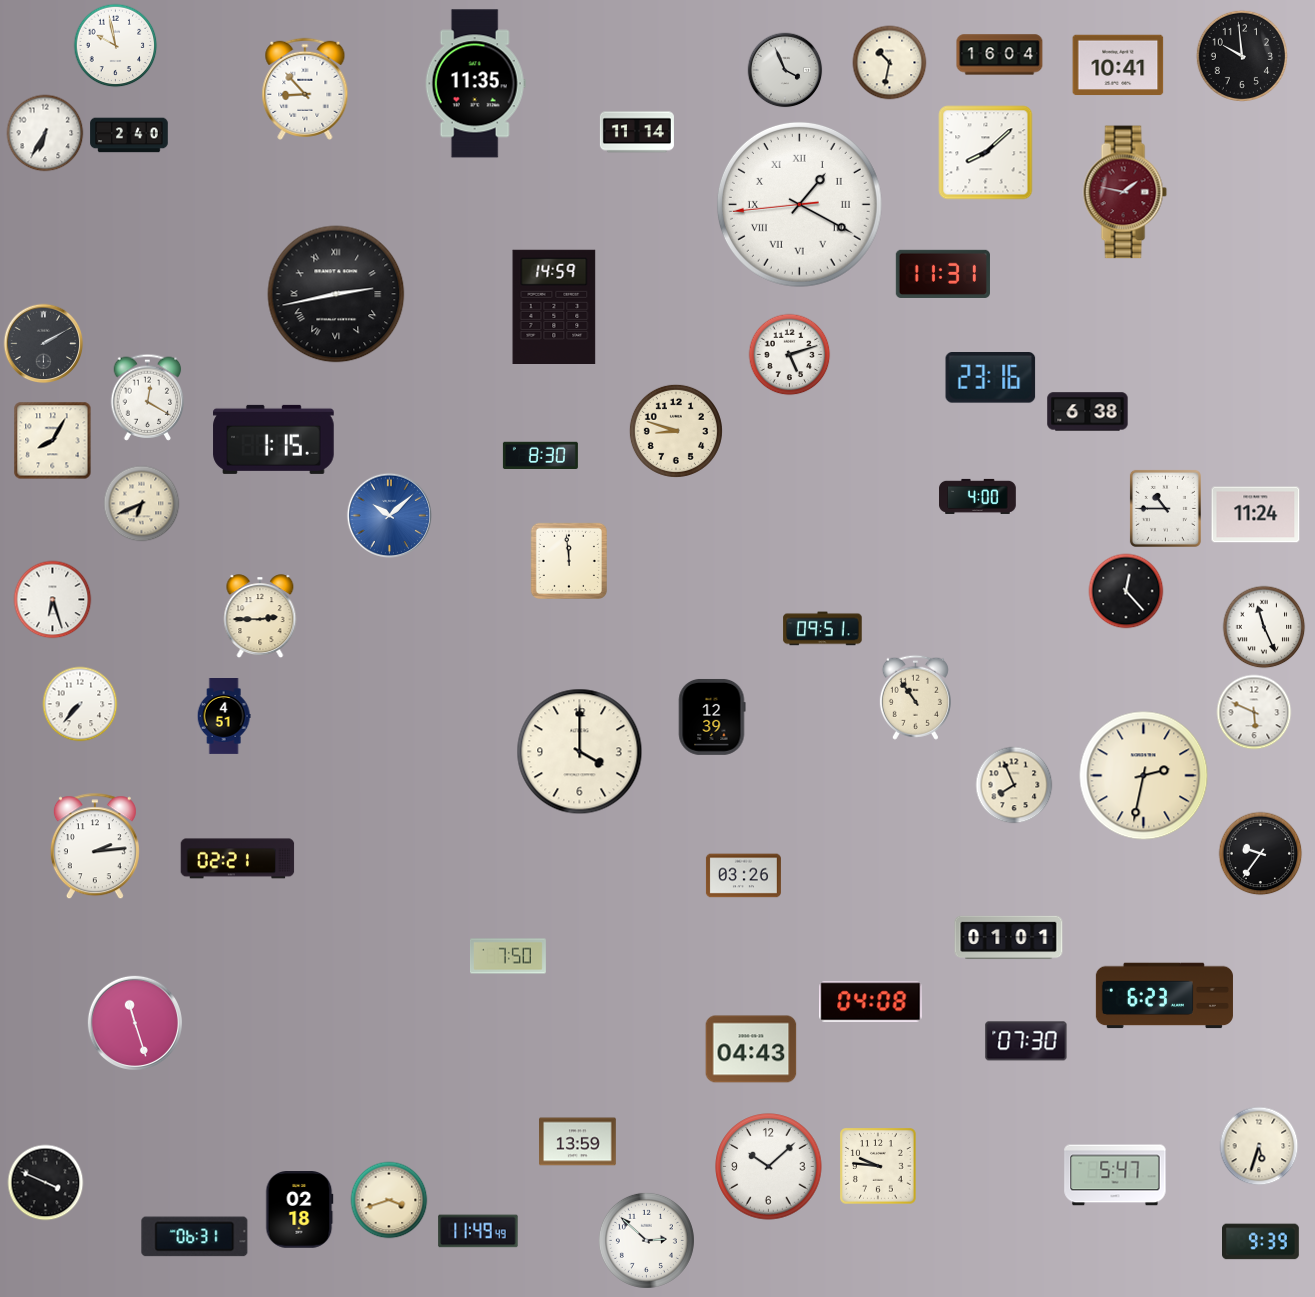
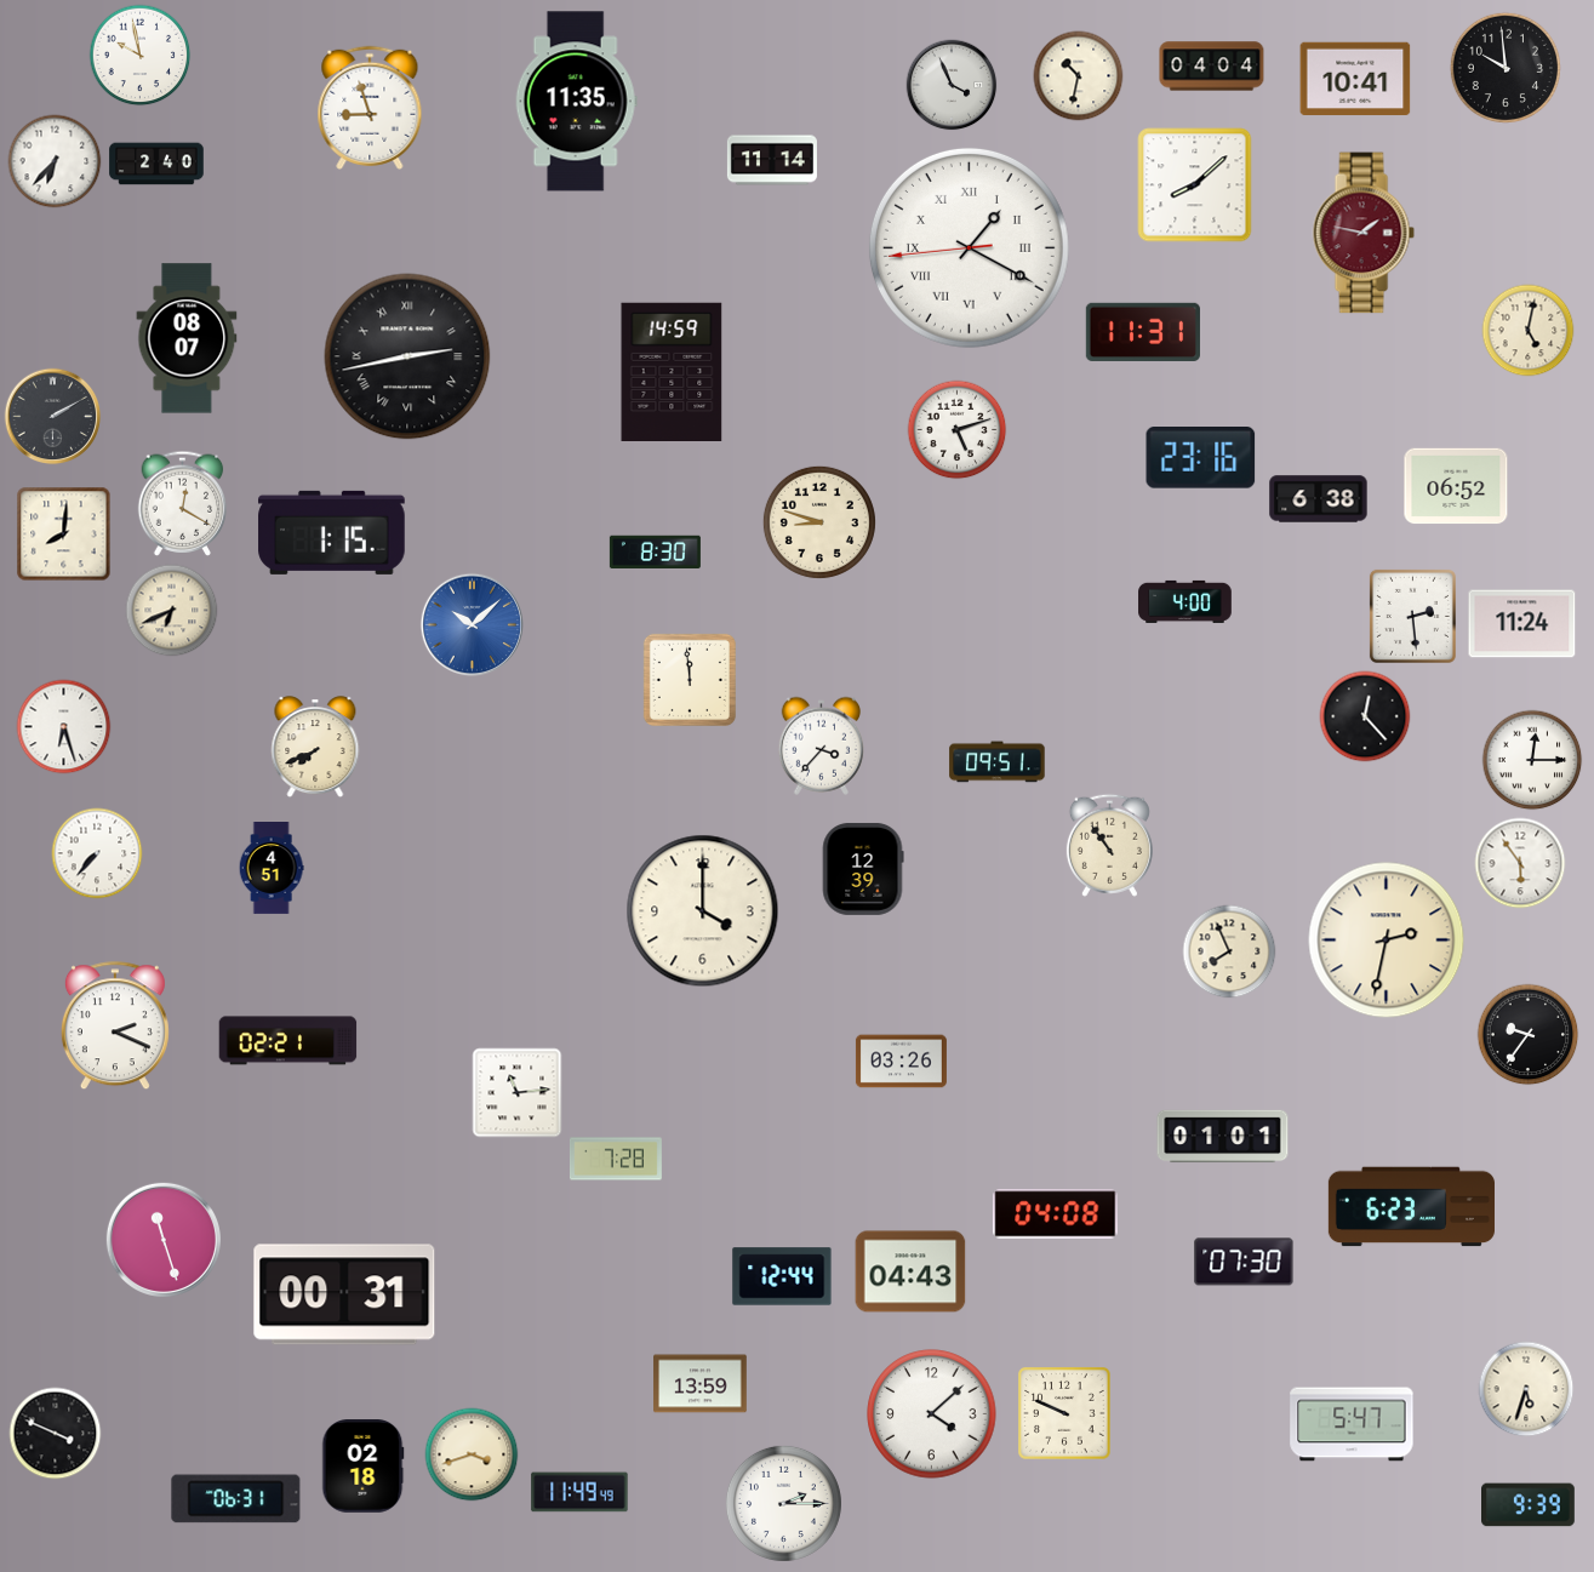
clock at (1000, 55): 16:04 -> 04:04
clock at (305, 89): 8:53 -> 8:57
clock at (45, 133): 6:35 -> 6:37
clock at (1529, 331): none -> 5:02
clock at (187, 338): none -> 08:07
clock at (148, 397) position: (148, 397) -> (183, 503)
clock at (1456, 486): none -> 06:52
clock at (53, 441): 8:05 -> 8:01
clock at (1165, 508): 10:45 -> 2:29
clock at (822, 745): none -> 3:37
clock at (260, 617): 2:45 -> 7:41
clock at (1264, 627): 11:26 -> 12:15
clock at (1254, 712): 5:49 -> 5:54
clock at (95, 847): 2:14 -> 2:19
clock at (518, 1093): none -> 11:14
clock at (509, 956): 7:50 -> 7:28
clock at (782, 1276): none -> 12:44
clock at (344, 1294): none -> 00:31
clock at (878, 1166): 9:46 -> 9:49
clock at (769, 1167): 10:08 -> 4:08
clock at (646, 1240): 2:52 -> 2:15
